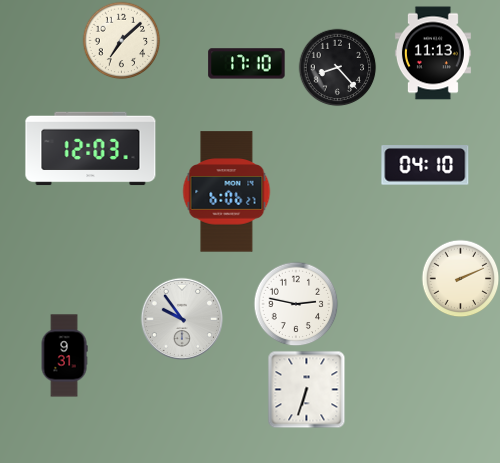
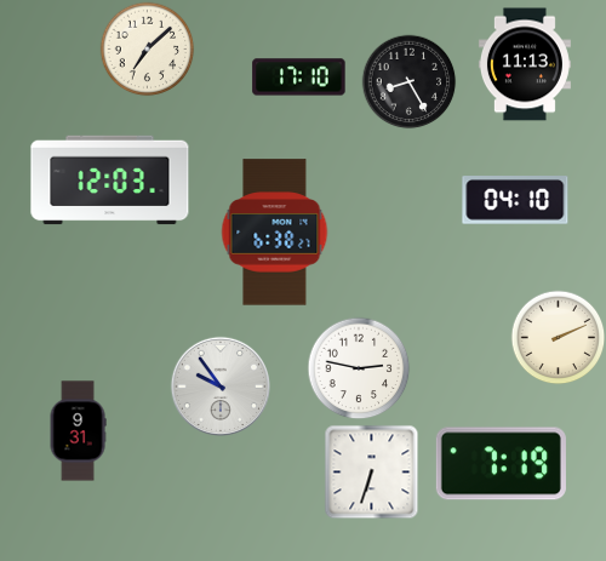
clock at (337, 67): 8:23 -> 8:25
clock at (227, 192): 6:06 -> 6:38
clock at (501, 464): none -> 7:19
